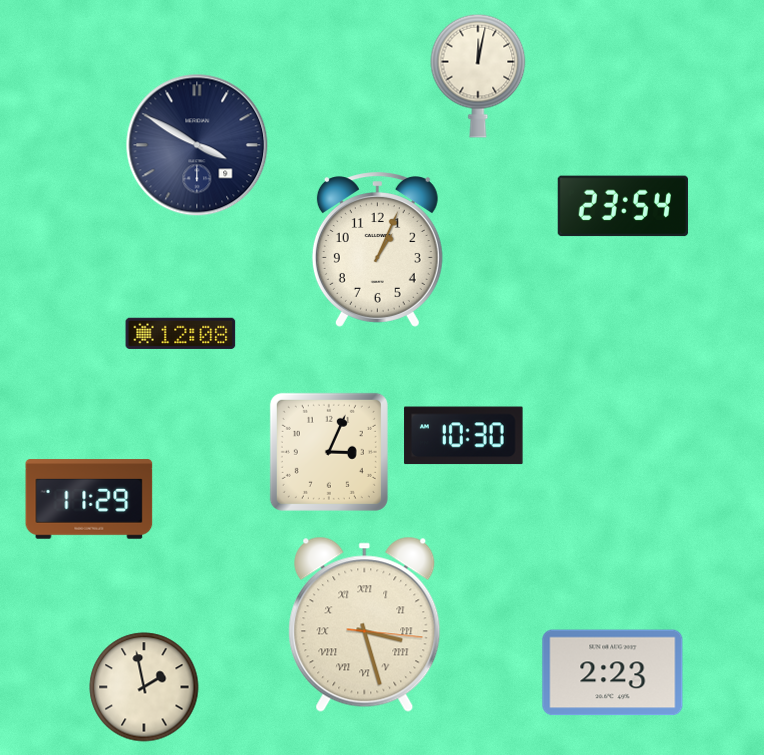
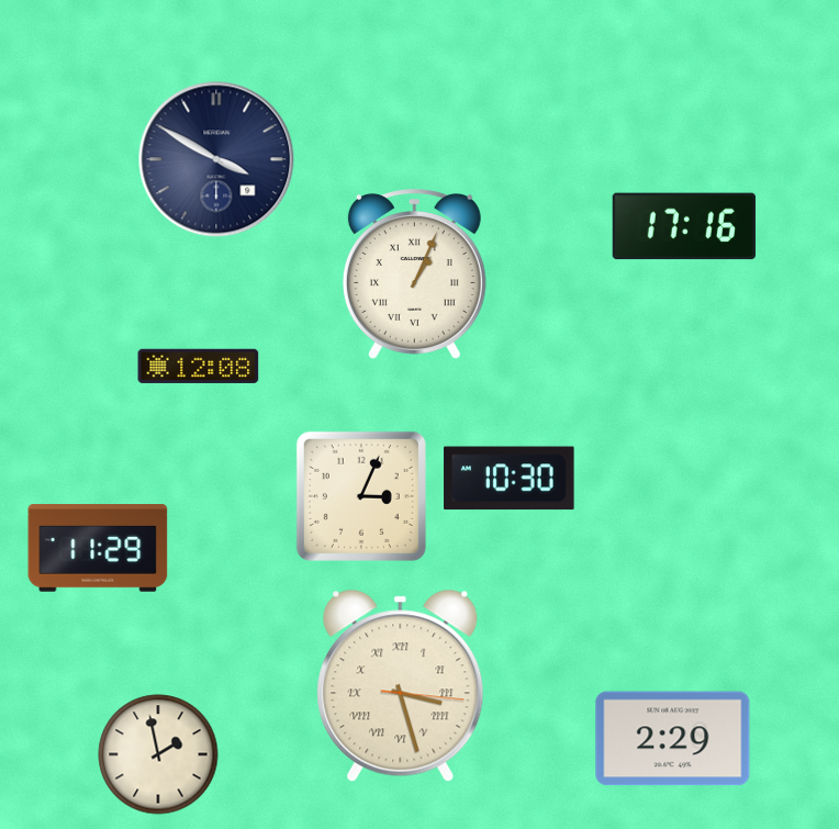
clock at (478, 76): 12:02 -> none
clock at (623, 206): 23:54 -> 17:16
clock at (377, 250) numerals: Arabic -> Roman
clock at (613, 673): 2:23 -> 2:29
